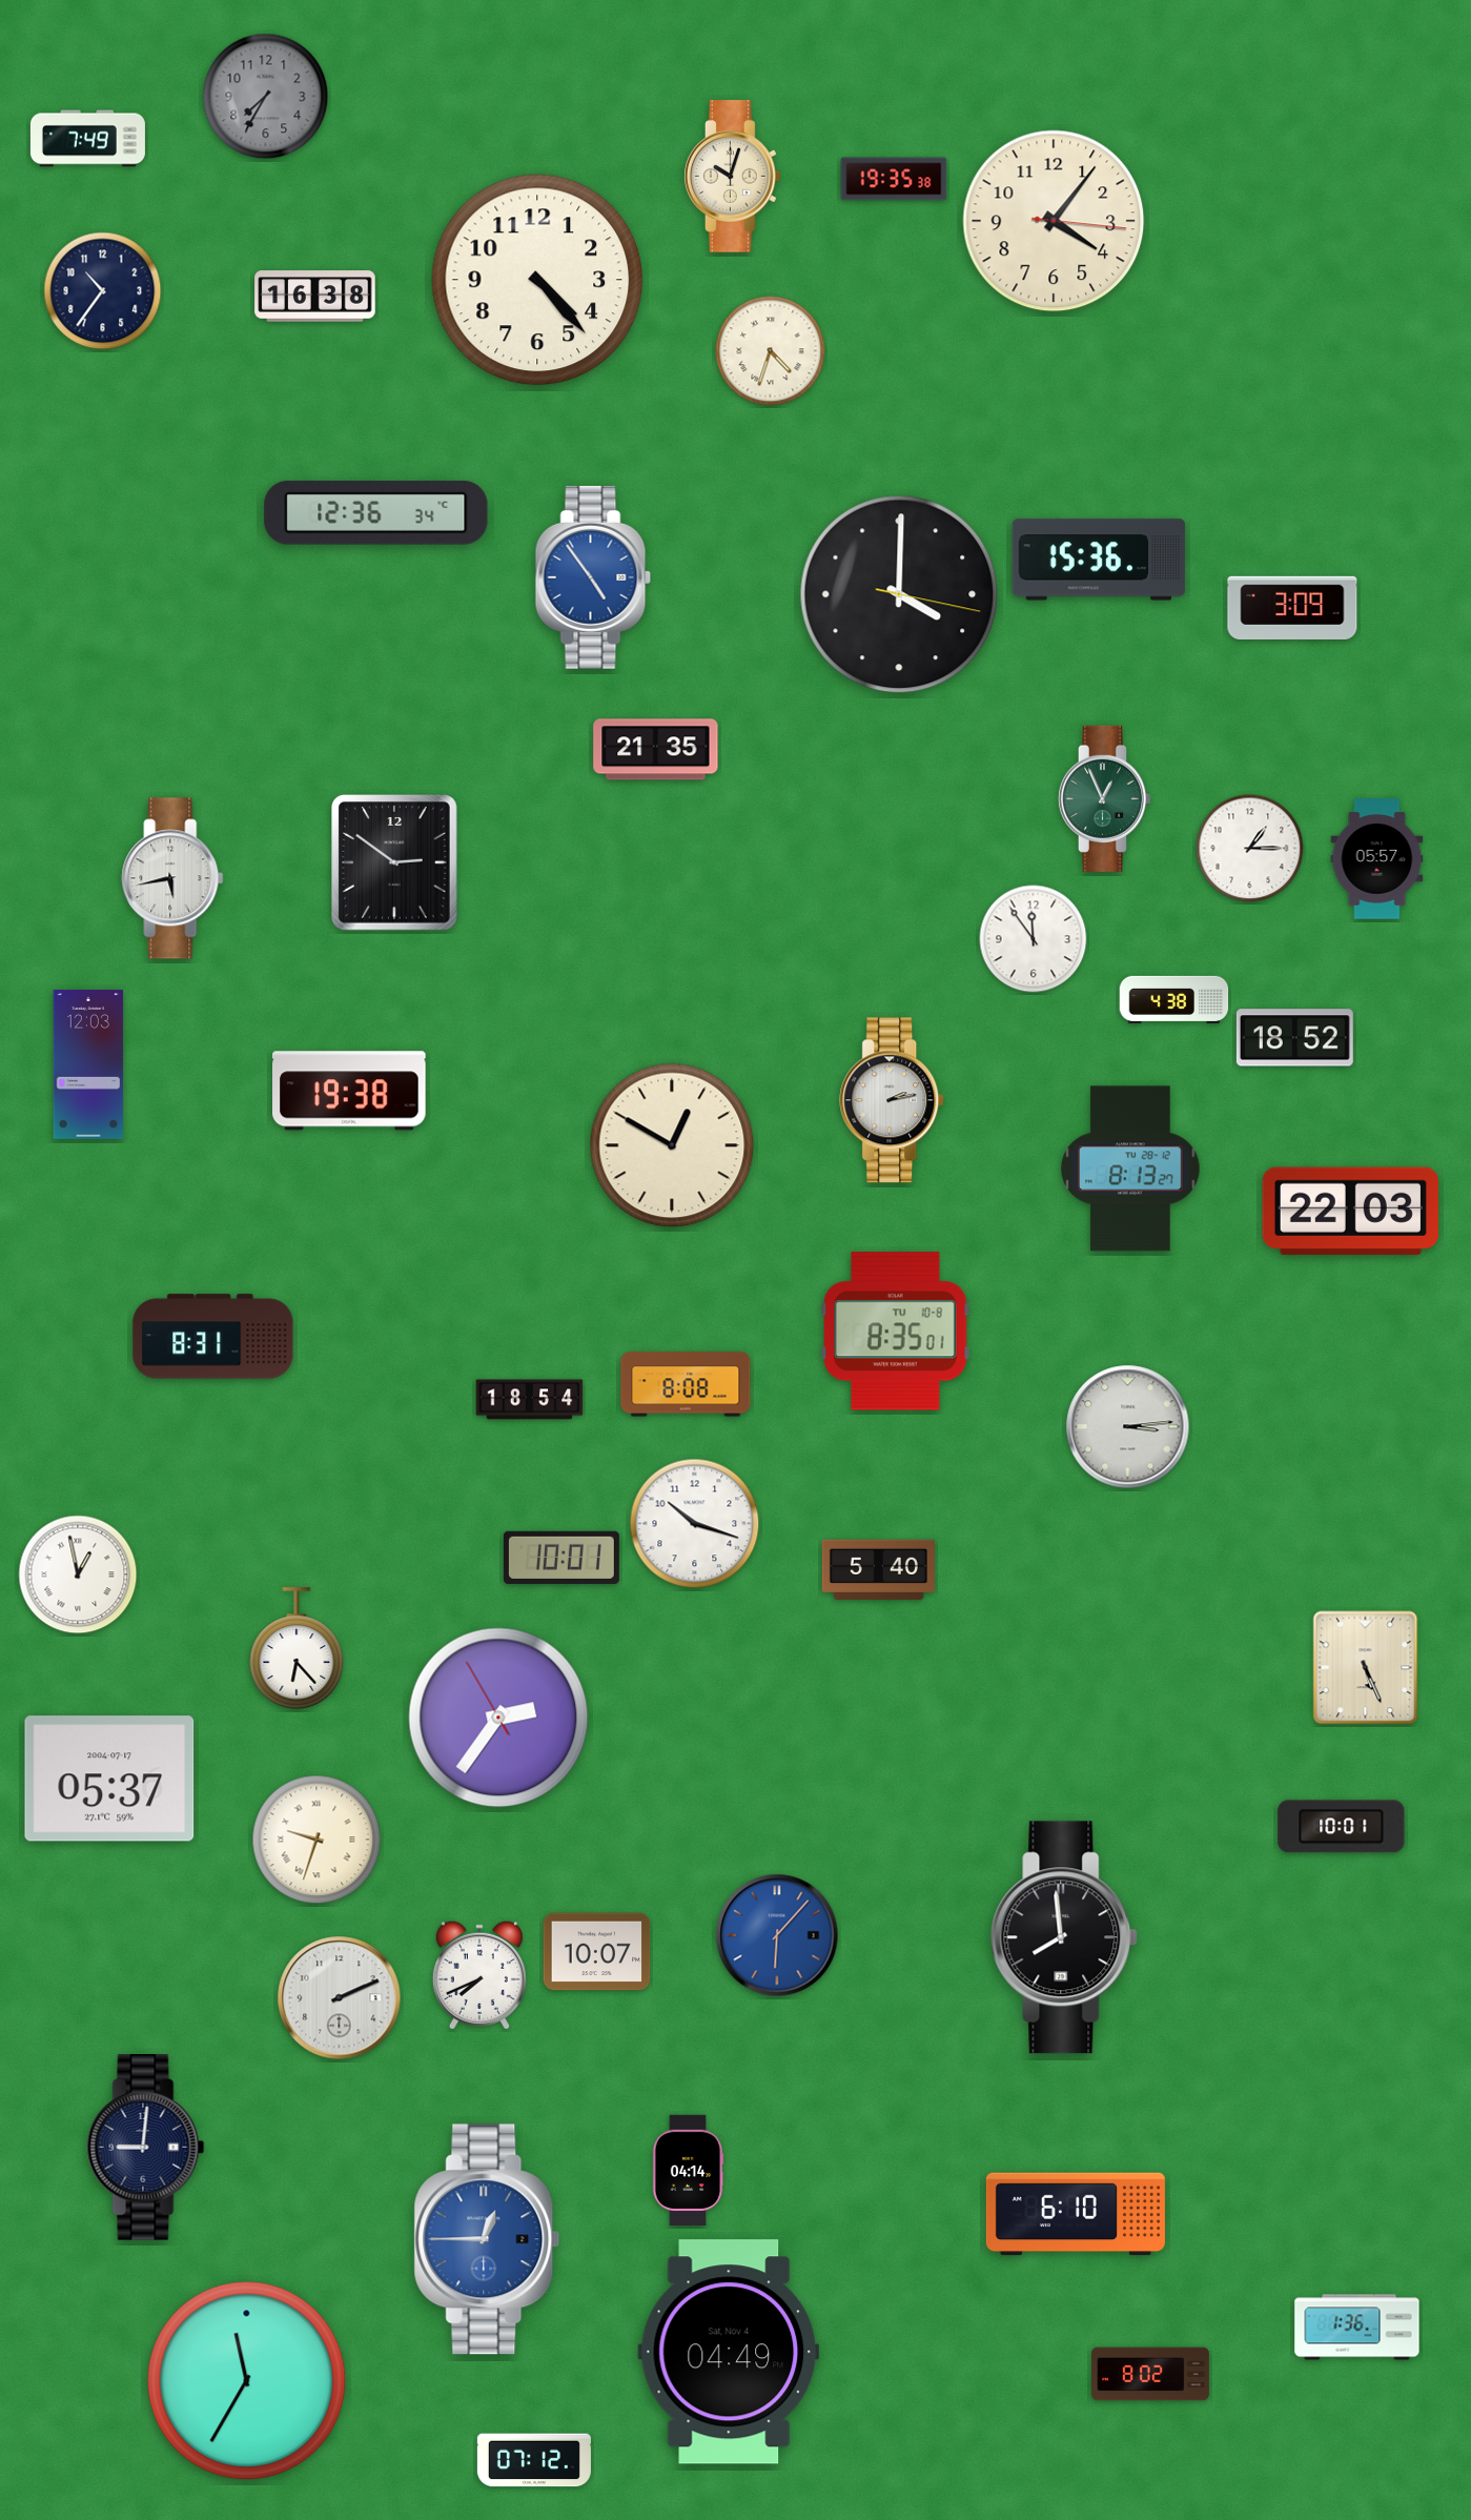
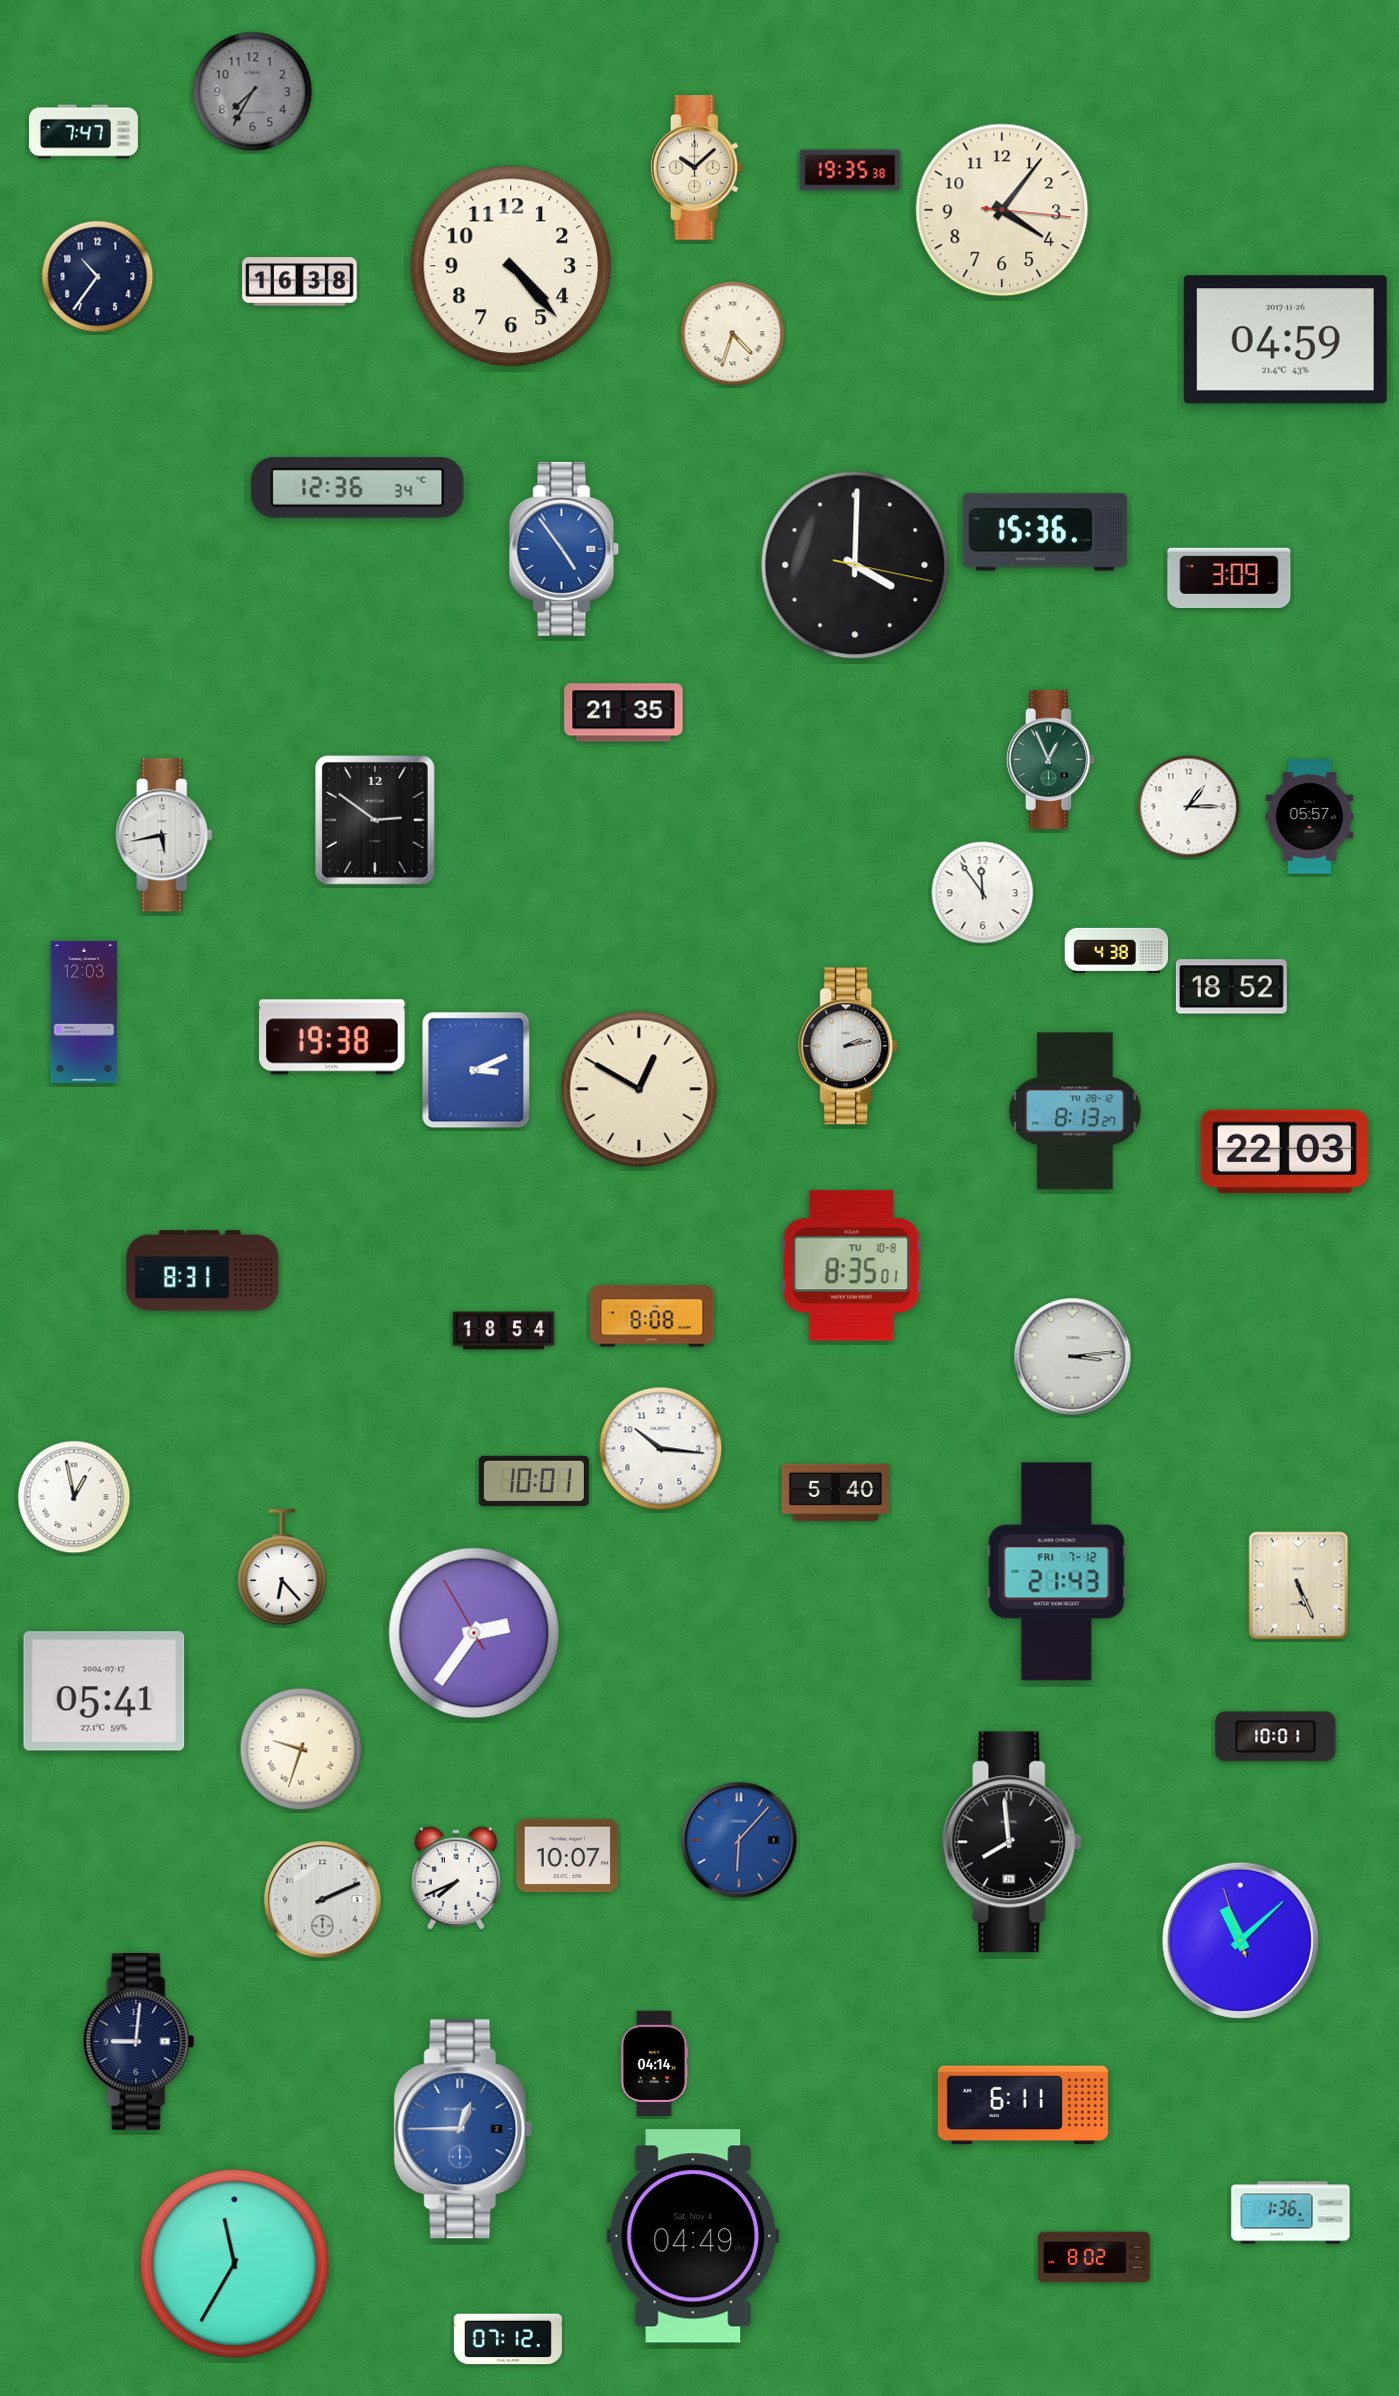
clock at (87, 139): 7:49 -> 7:47
clock at (732, 177): 10:03 -> 10:08
clock at (1285, 340): none -> 04:59
clock at (476, 1070): none -> 3:11
clock at (695, 1524): 10:18 -> 10:16
clock at (1057, 1572): none -> 21:43
clock at (109, 1779): 05:37 -> 05:41
clock at (1240, 1940): none -> 11:07
clock at (1076, 2214): 6:10 -> 6:11
